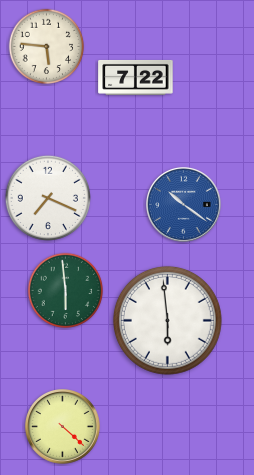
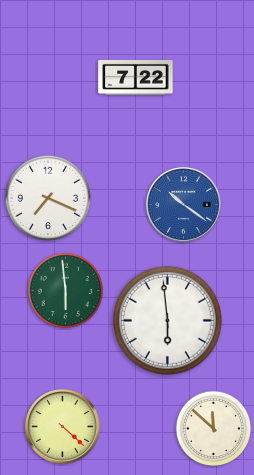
clock at (47, 47): 5:46 -> none
clock at (214, 429): none -> 11:52
